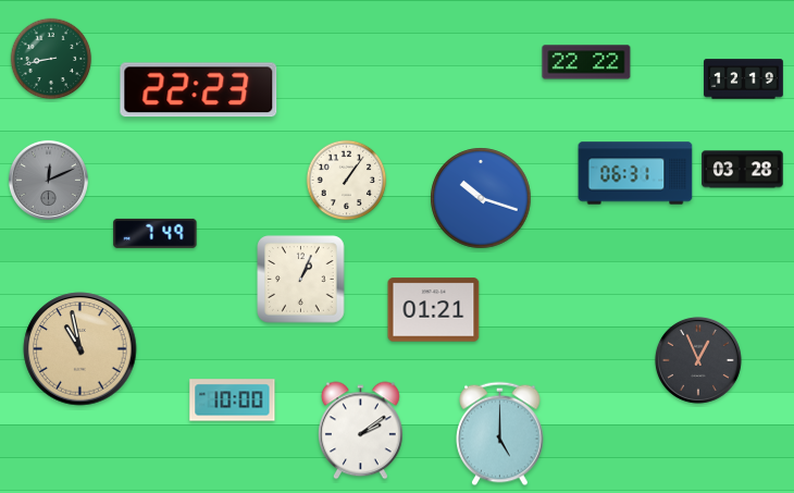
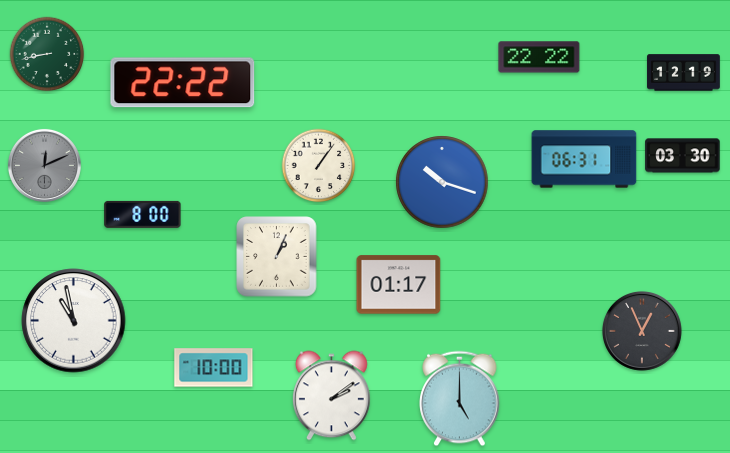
clock at (199, 90): 22:23 -> 22:22
clock at (743, 170): 03:28 -> 03:30
clock at (156, 233): 7:49 -> 8:00
clock at (434, 310): 01:21 -> 01:17
clock at (80, 349) dial: champagne -> white
